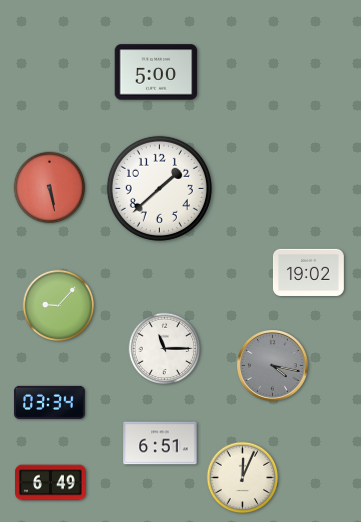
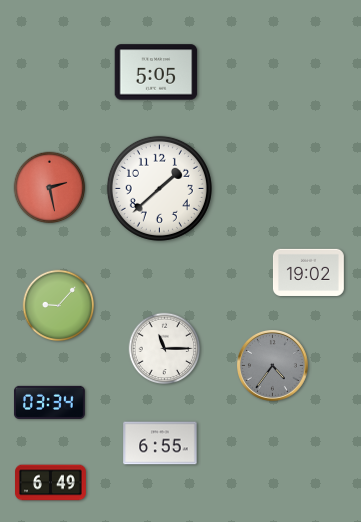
clock at (156, 72): 5:00 -> 5:05
clock at (50, 188): 5:28 -> 2:28
clock at (272, 365): 4:17 -> 4:36
clock at (160, 443): 6:51 -> 6:55
clock at (243, 478): 12:04 -> none
